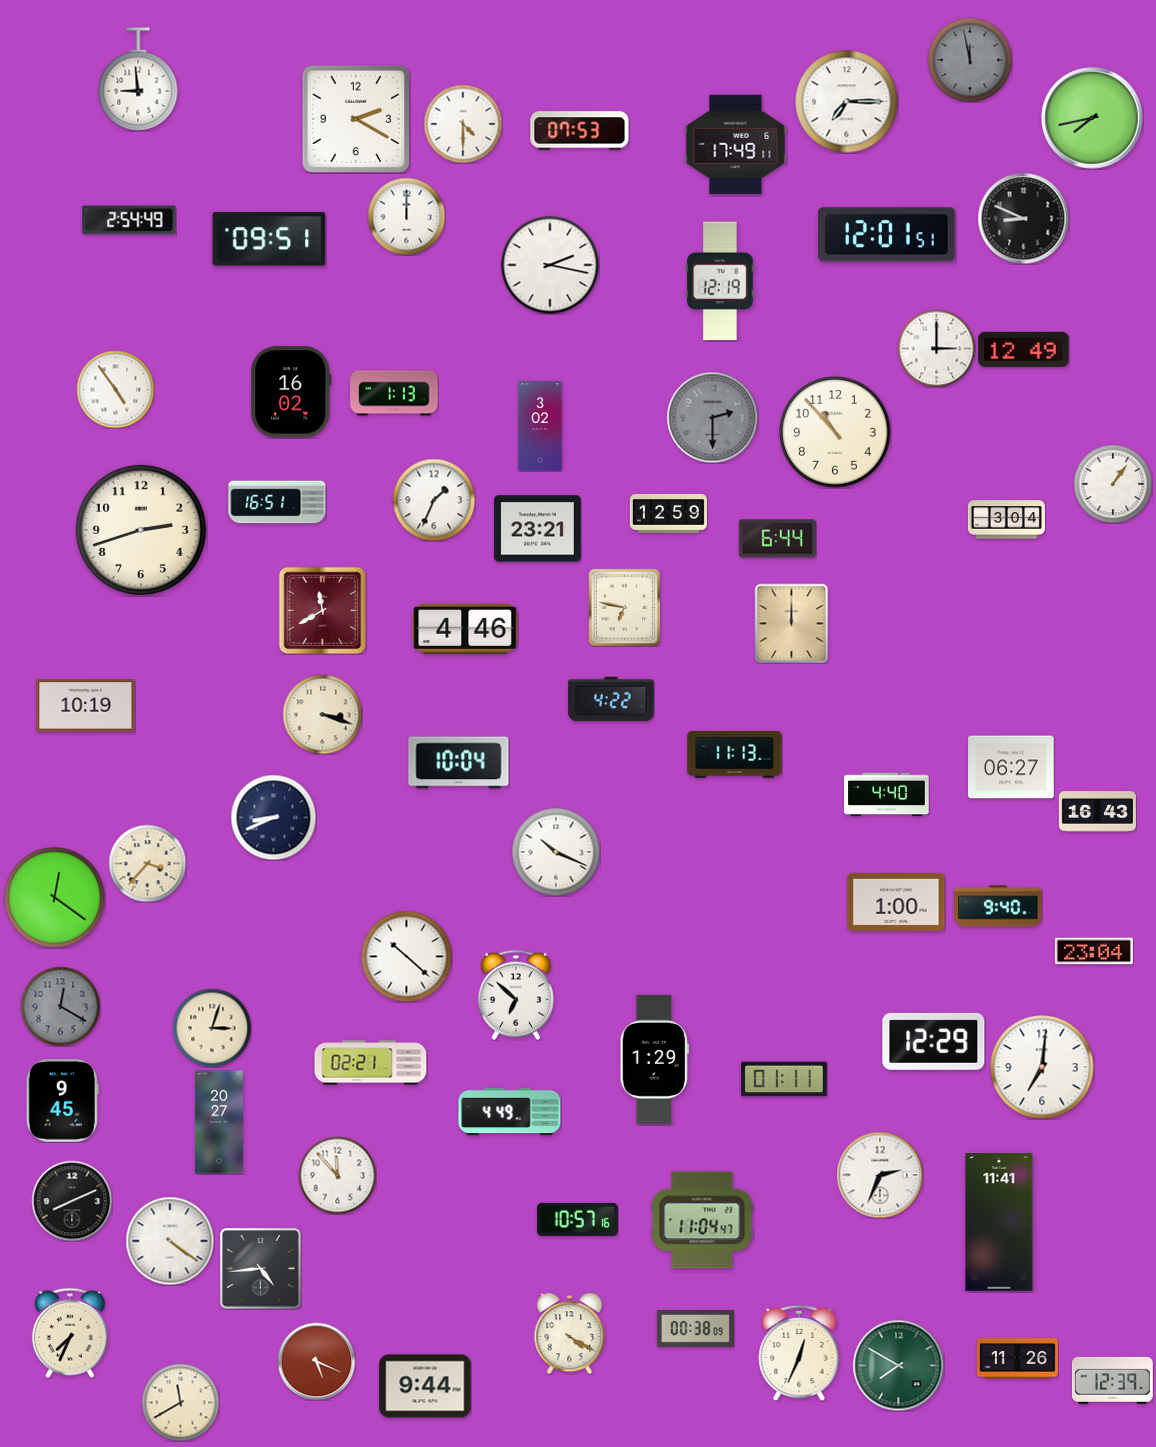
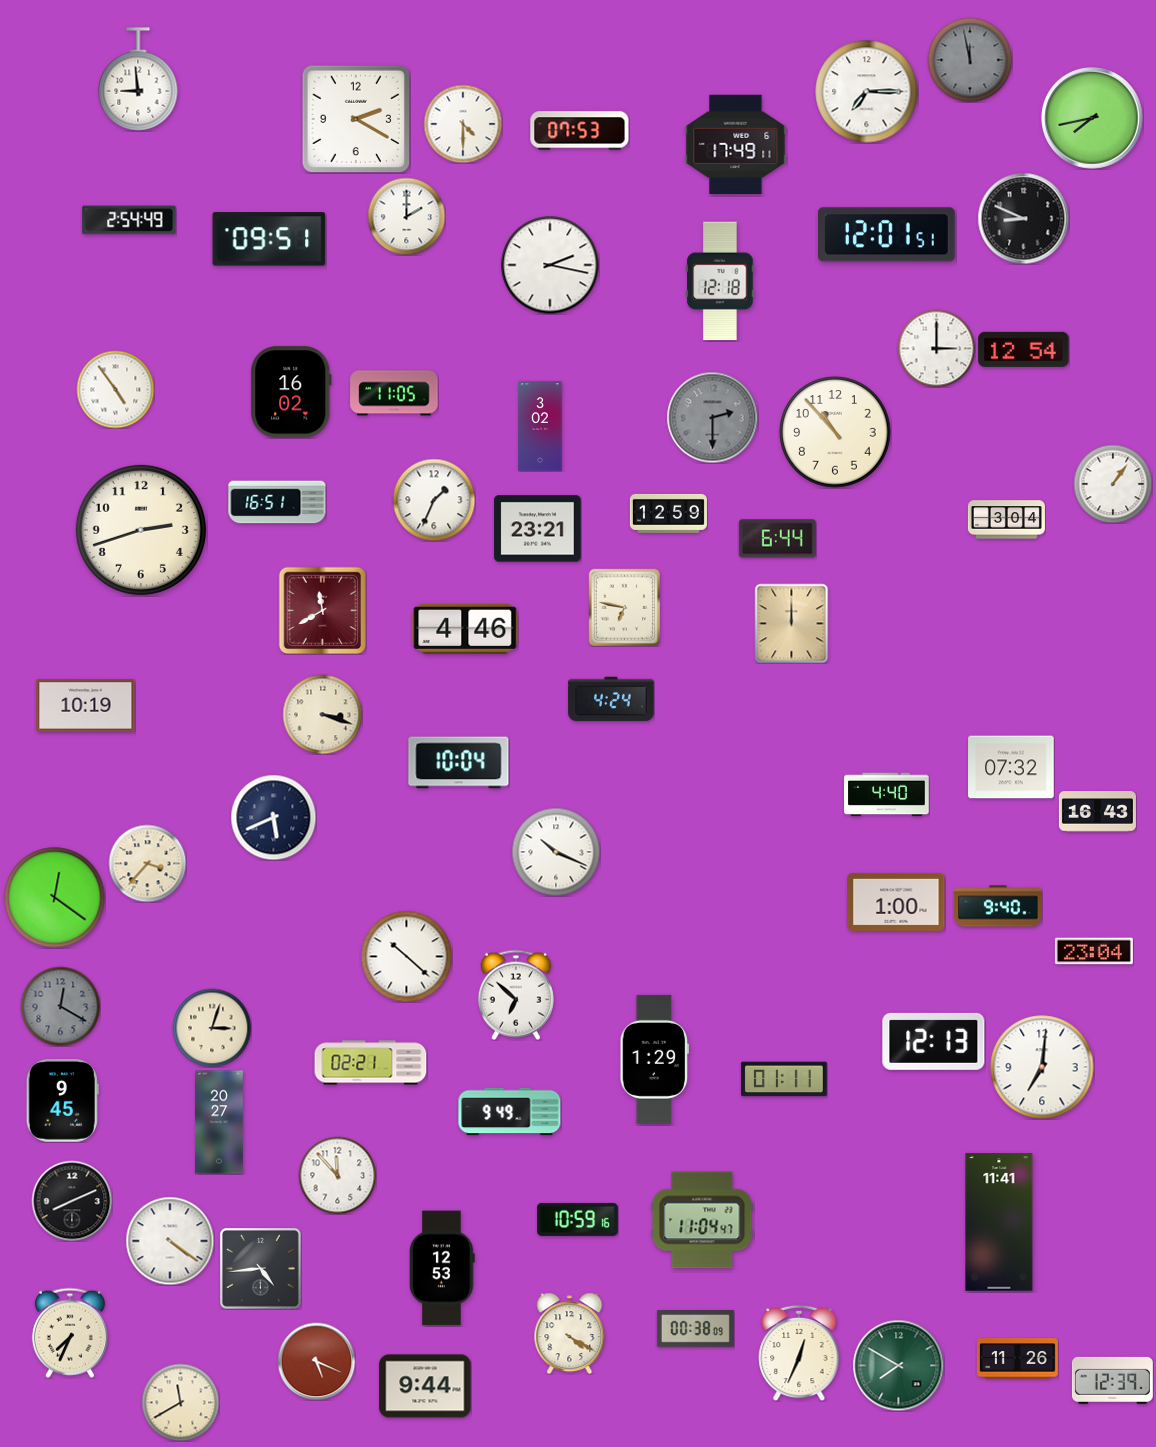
clock at (847, 102) position: (847, 102) -> (867, 92)
clock at (406, 216): 12:00 -> 2:00
clock at (720, 281): 12:19 -> 12:18
clock at (1024, 349): 12:49 -> 12:54
clock at (394, 393): 1:13 -> 11:05
clock at (611, 699): 4:22 -> 4:24
clock at (735, 755): 11:13 -> none
clock at (1011, 767): 06:27 -> 07:32
clock at (273, 817): 8:41 -> 5:41
clock at (934, 1041): 12:29 -> 12:13
clock at (510, 1112): 4:49 -> 9:49
clock at (880, 1175): 2:34 -> none
clock at (577, 1219): 10:57 -> 10:59
clock at (442, 1268): none -> 12:53
